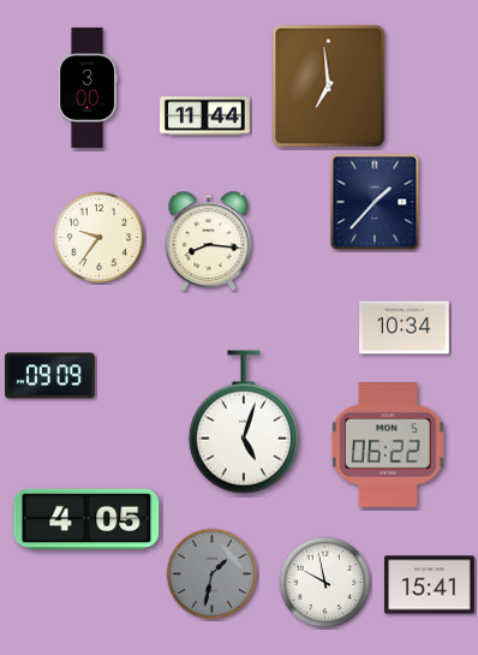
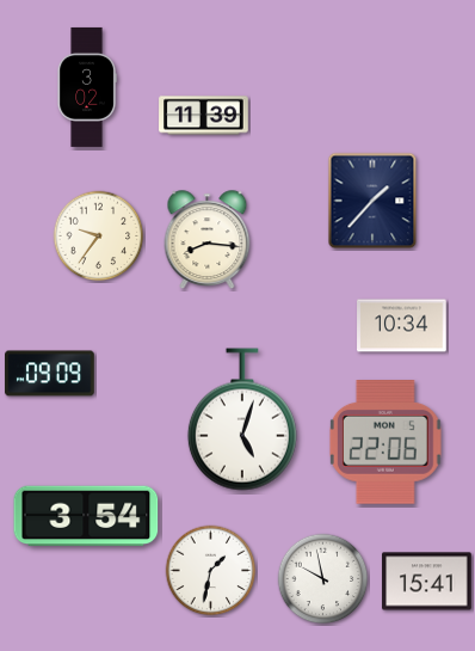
clock at (329, 87): 6:59 -> none
clock at (88, 88): 3:00 -> 3:02
clock at (205, 117): 11:44 -> 11:39
clock at (388, 446): 06:22 -> 22:06
clock at (86, 519): 4:05 -> 3:54
clock at (213, 574) dial: grey -> white
